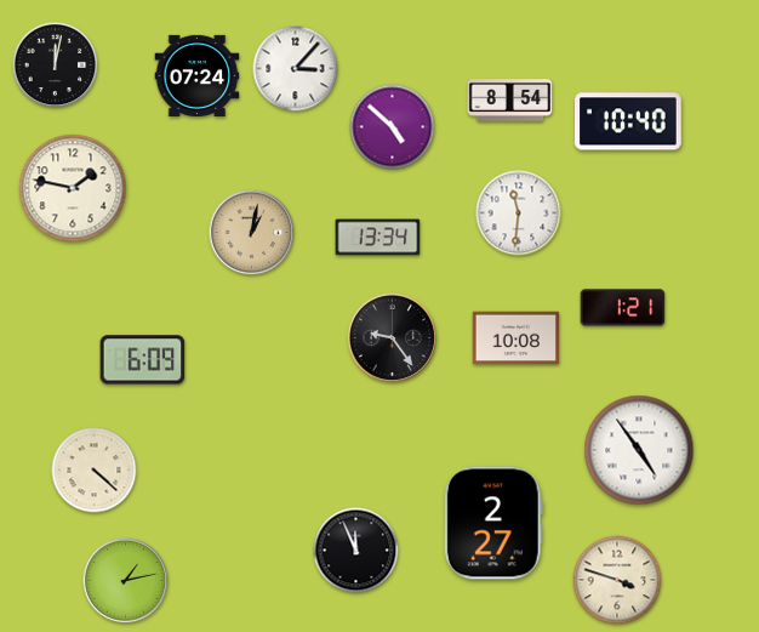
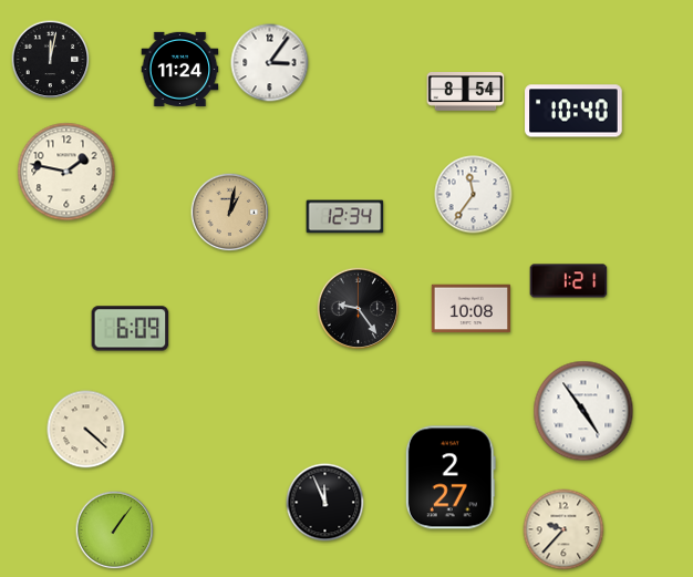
clock at (296, 69): 3:07 -> 3:06
clock at (198, 75): 07:24 -> 11:24
clock at (393, 127): 4:52 -> none
clock at (519, 213): 11:31 -> 11:36
clock at (378, 238): 13:34 -> 12:34
clock at (617, 580): 3:48 -> 9:37
clock at (126, 581): 1:13 -> 1:06
